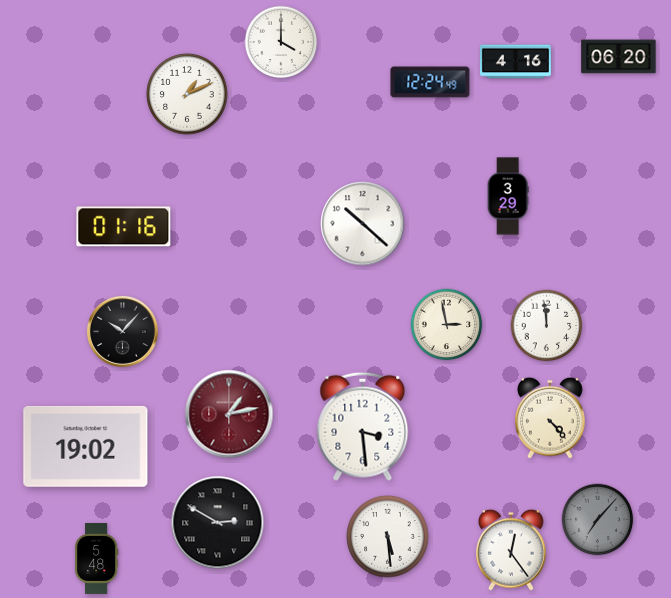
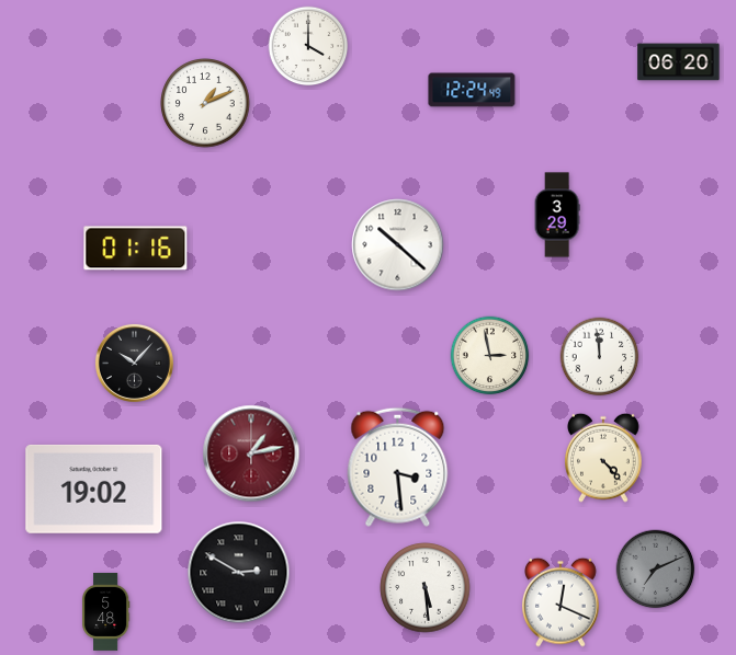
clock at (515, 62): 4:16 -> none
clock at (598, 520): 7:07 -> 7:11
clock at (512, 550): 12:24 -> 12:19
